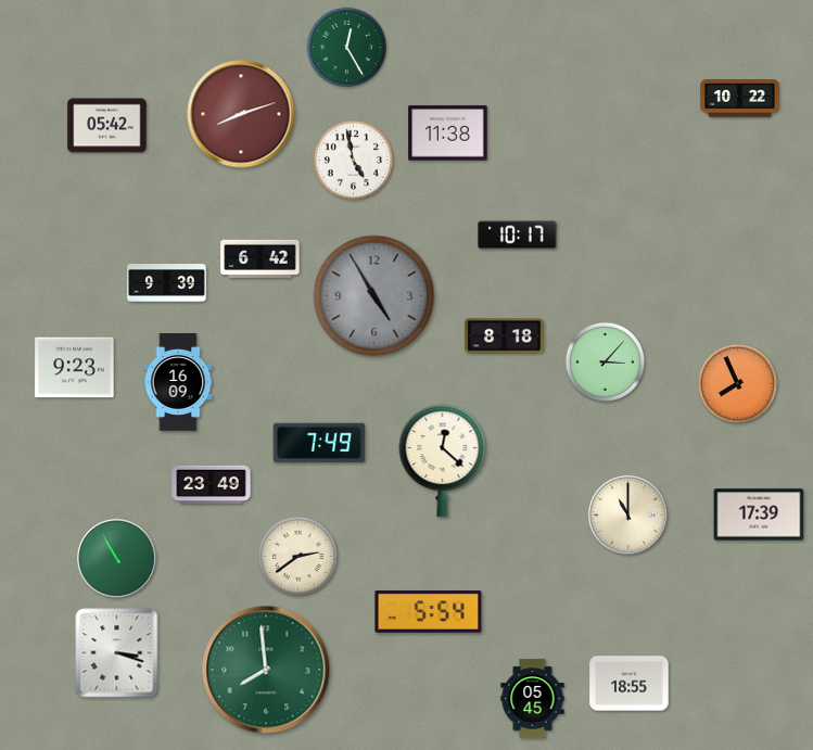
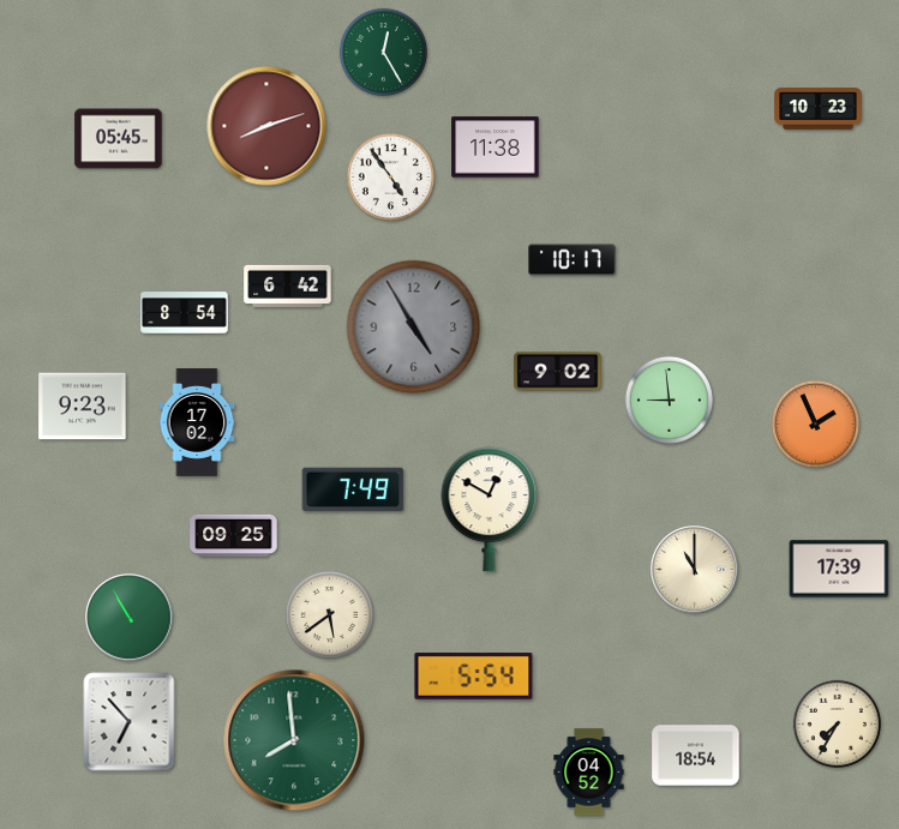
clock at (740, 99): 10:22 -> 10:23
clock at (107, 126): 05:42 -> 05:45
clock at (353, 160): 4:58 -> 4:54
clock at (167, 283): 9:39 -> 8:54
clock at (505, 336): 8:18 -> 9:02
clock at (605, 361): 3:07 -> 8:59
clock at (178, 383): 16:09 -> 17:02
clock at (737, 383): 7:56 -> 1:56
clock at (443, 461): 12:22 -> 12:50
clock at (212, 484): 23:49 -> 09:25
clock at (297, 556): 2:39 -> 5:39
clock at (117, 653): 3:18 -> 6:53
clock at (837, 723): none -> 7:35
clock at (630, 684): 18:55 -> 18:54
clock at (533, 699): 05:45 -> 04:52
